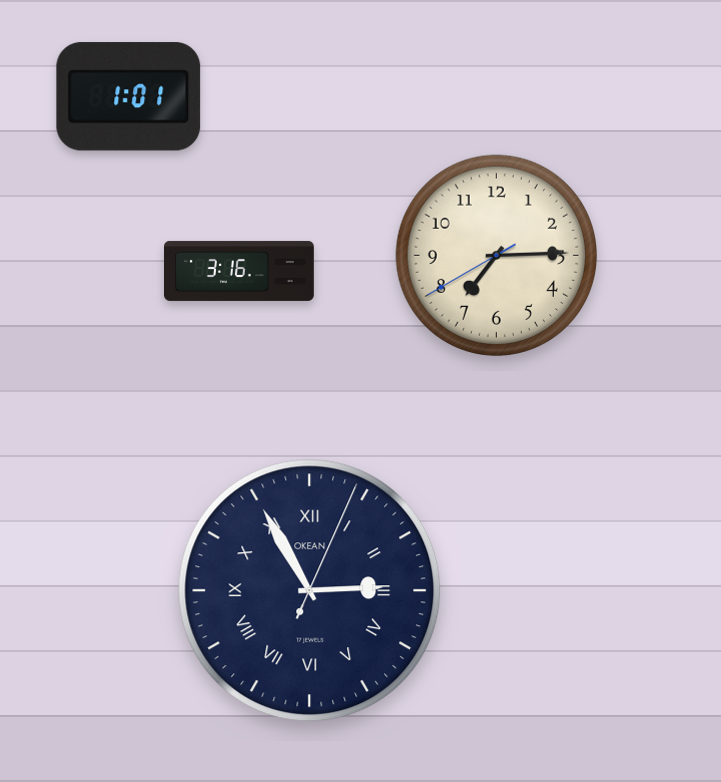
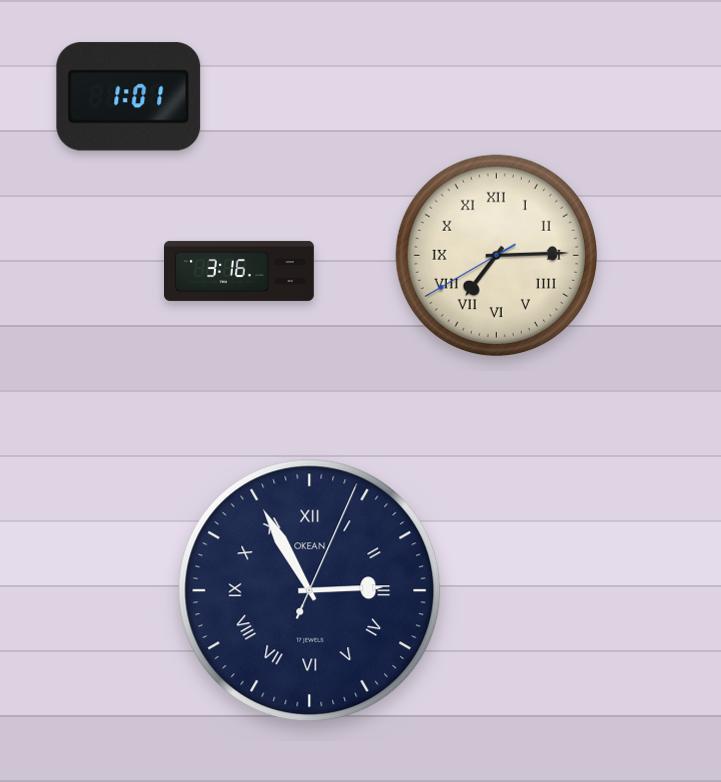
clock at (496, 255) numerals: Arabic -> Roman
